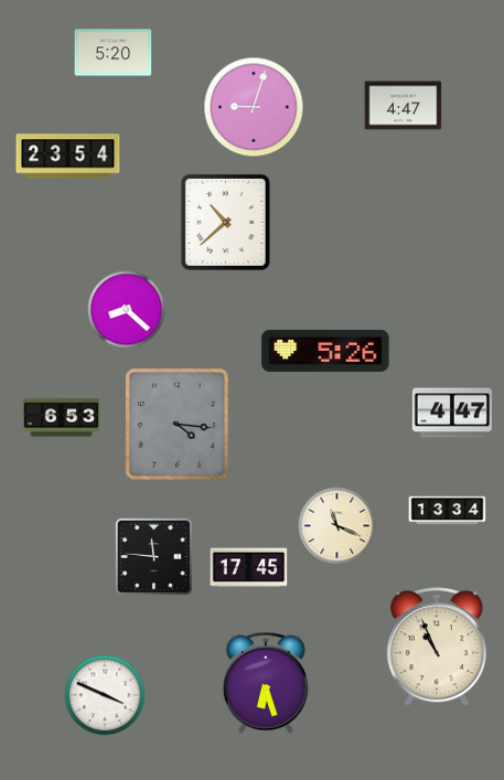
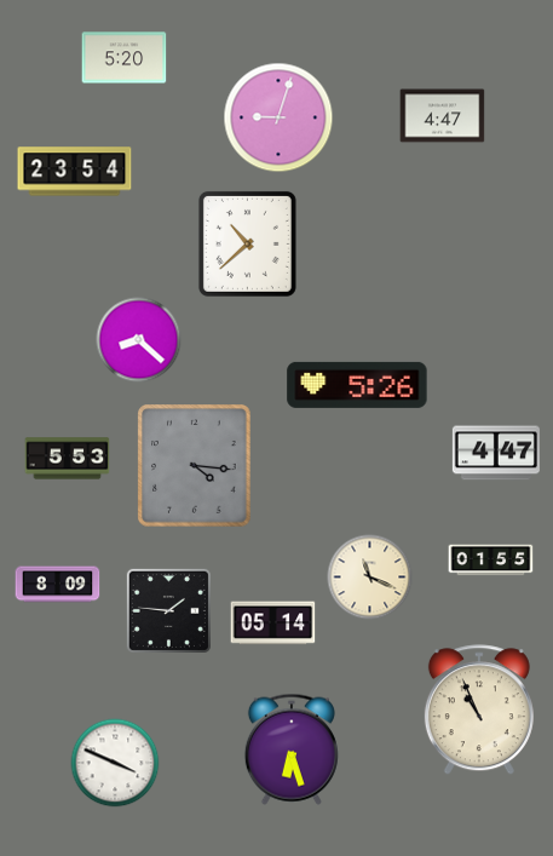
clock at (62, 418): 6:53 -> 5:53
clock at (448, 511): 13:34 -> 01:55
clock at (58, 585): none -> 8:09
clock at (153, 556): 11:46 -> 1:46
clock at (249, 568): 17:45 -> 05:14
